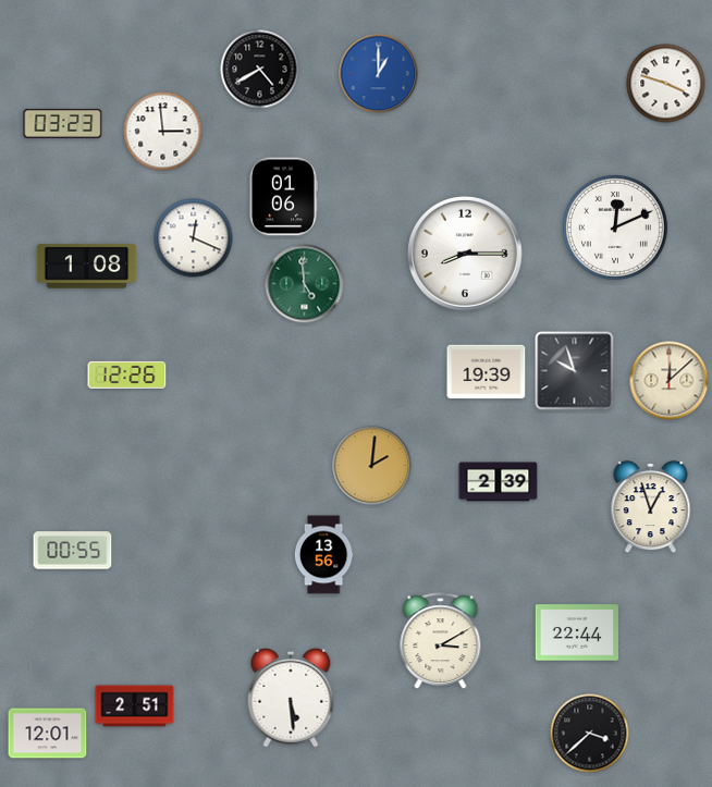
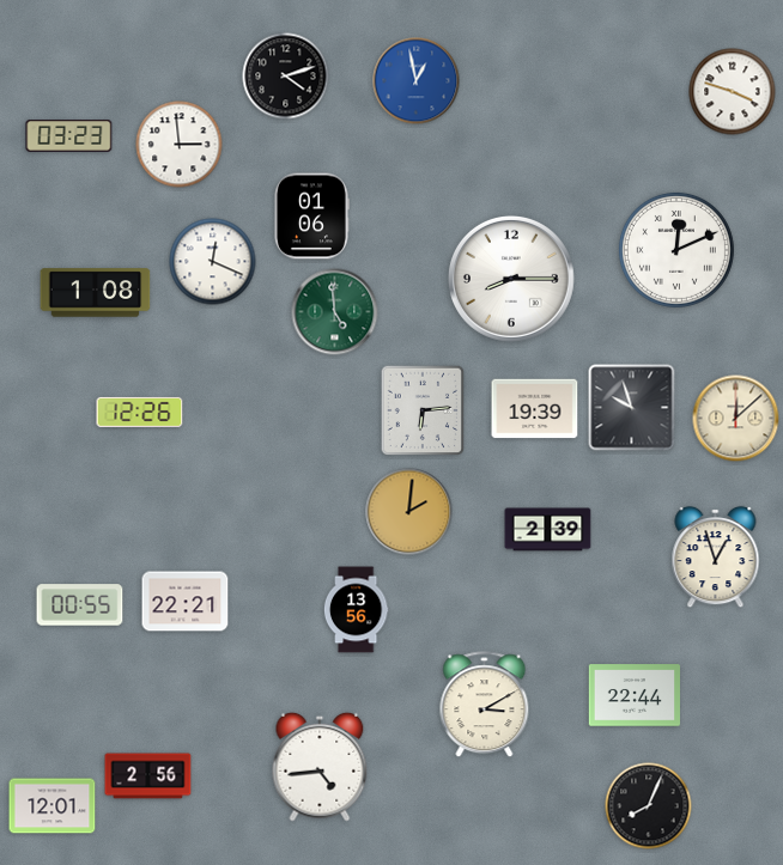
clock at (260, 70): 4:40 -> 4:12
clock at (379, 74): 1:00 -> 12:58
clock at (423, 410): none -> 6:14
clock at (186, 602): none -> 22:21
clock at (291, 698): 5:29 -> 4:44
clock at (135, 706): 2:51 -> 2:56
clock at (590, 734): 3:38 -> 8:04
